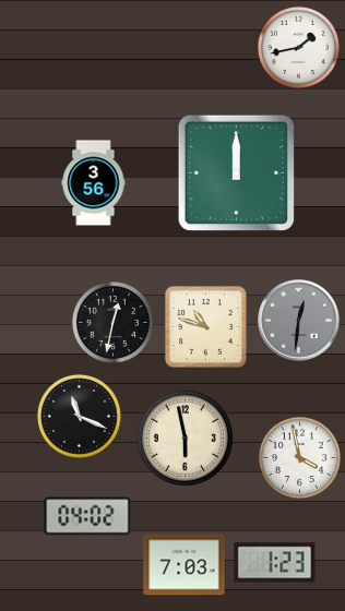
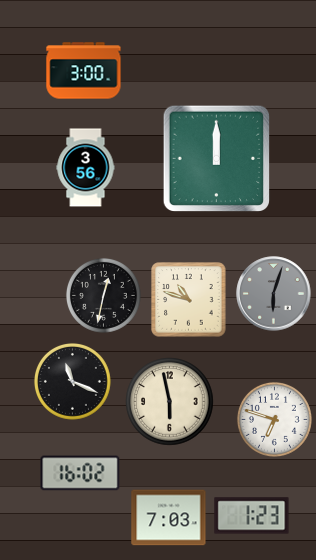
clock at (298, 47): 1:43 -> none
clock at (84, 71): none -> 3:00
clock at (299, 321): 12:31 -> 6:03
clock at (299, 457): 3:58 -> 6:48
clock at (87, 516): 04:02 -> 16:02
